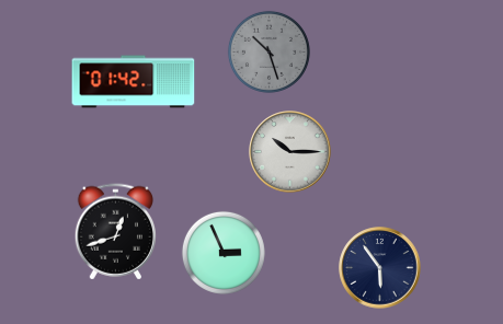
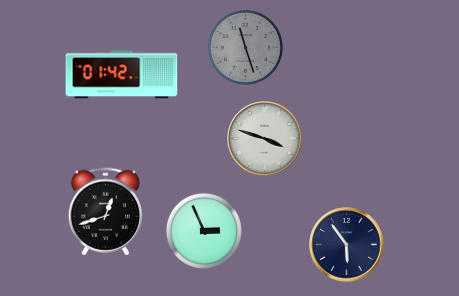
clock at (268, 51): 10:27 -> 11:27
clock at (290, 152): 10:15 -> 3:48
